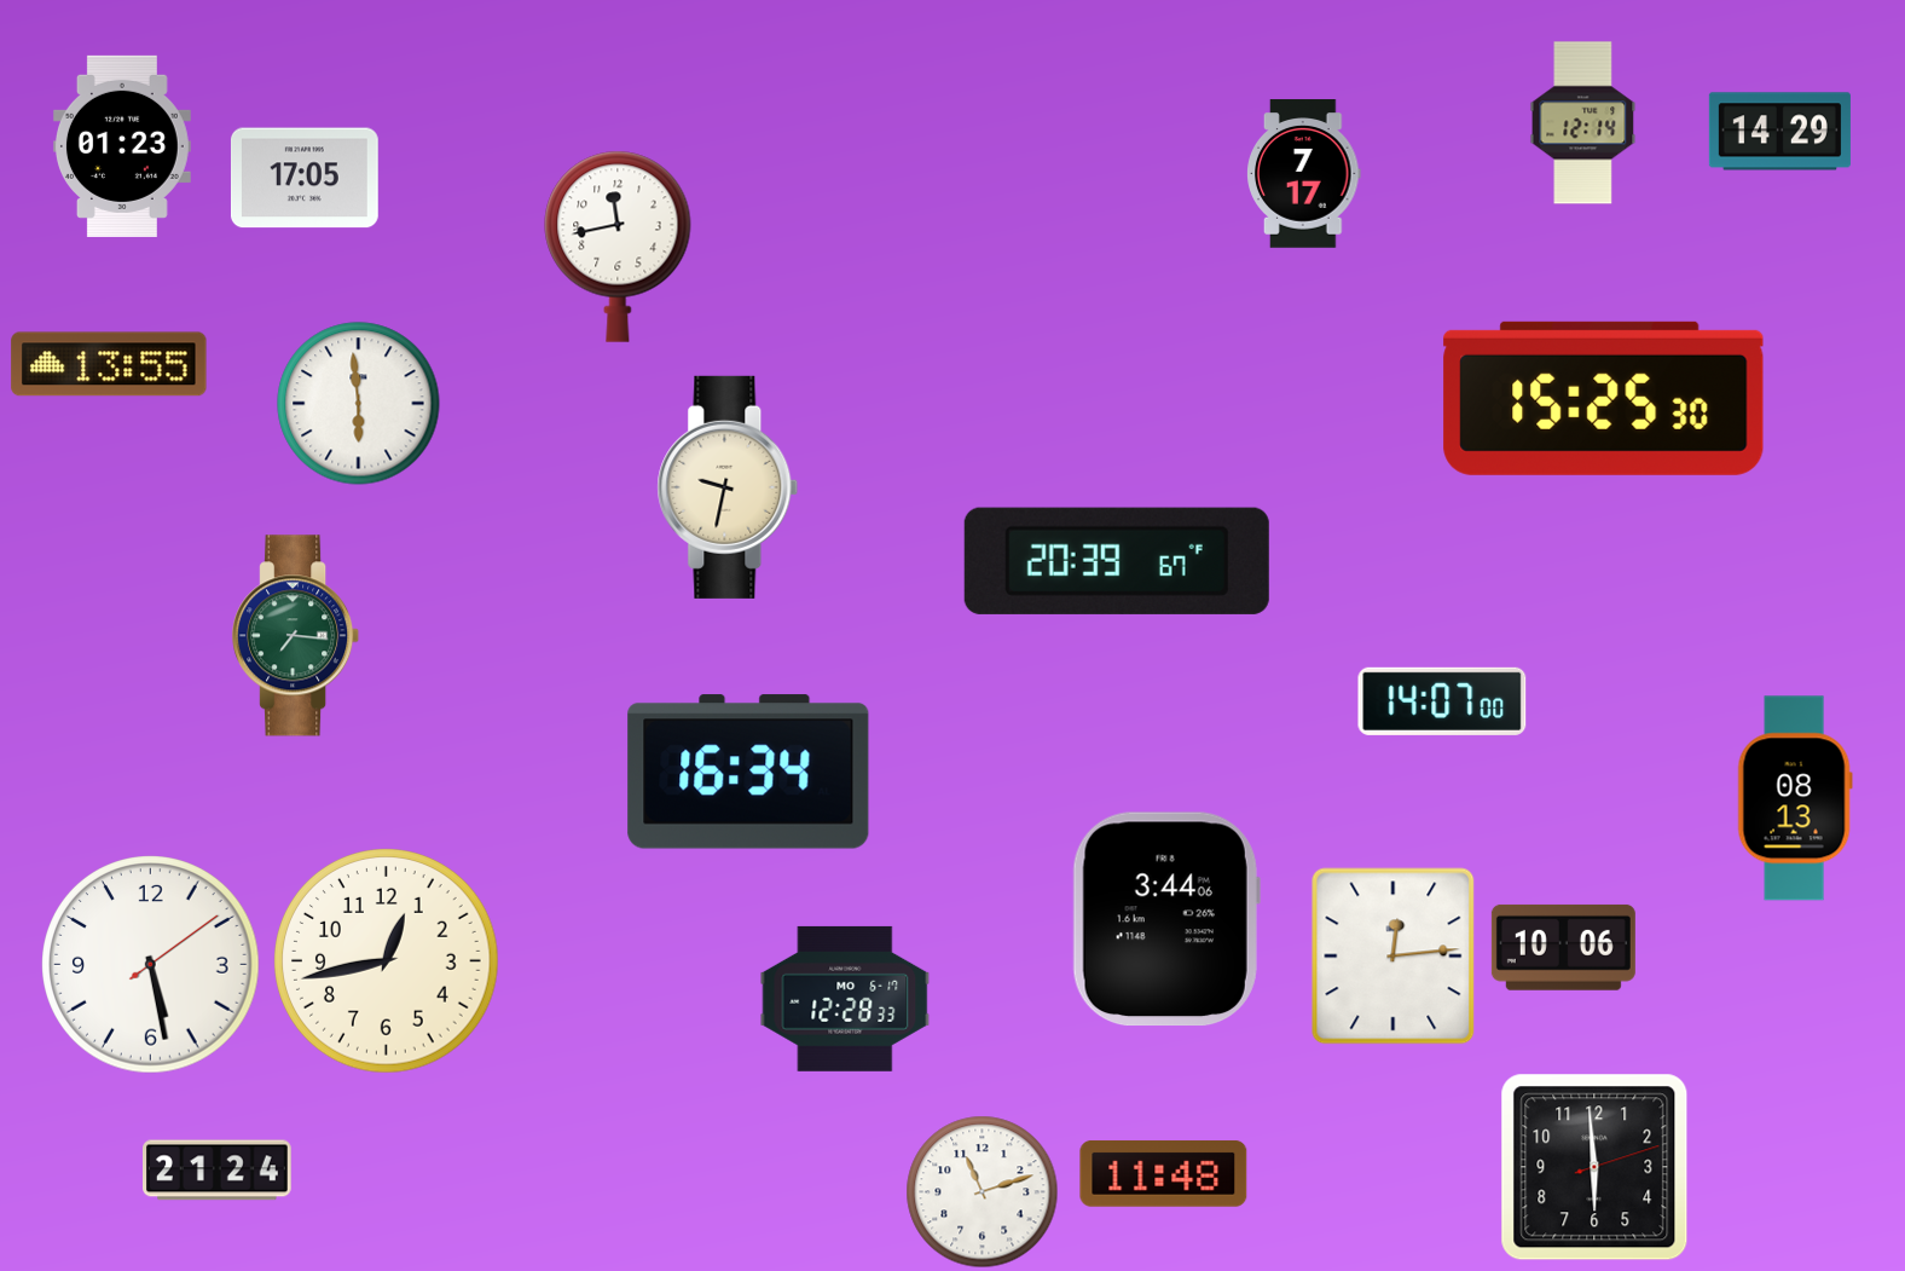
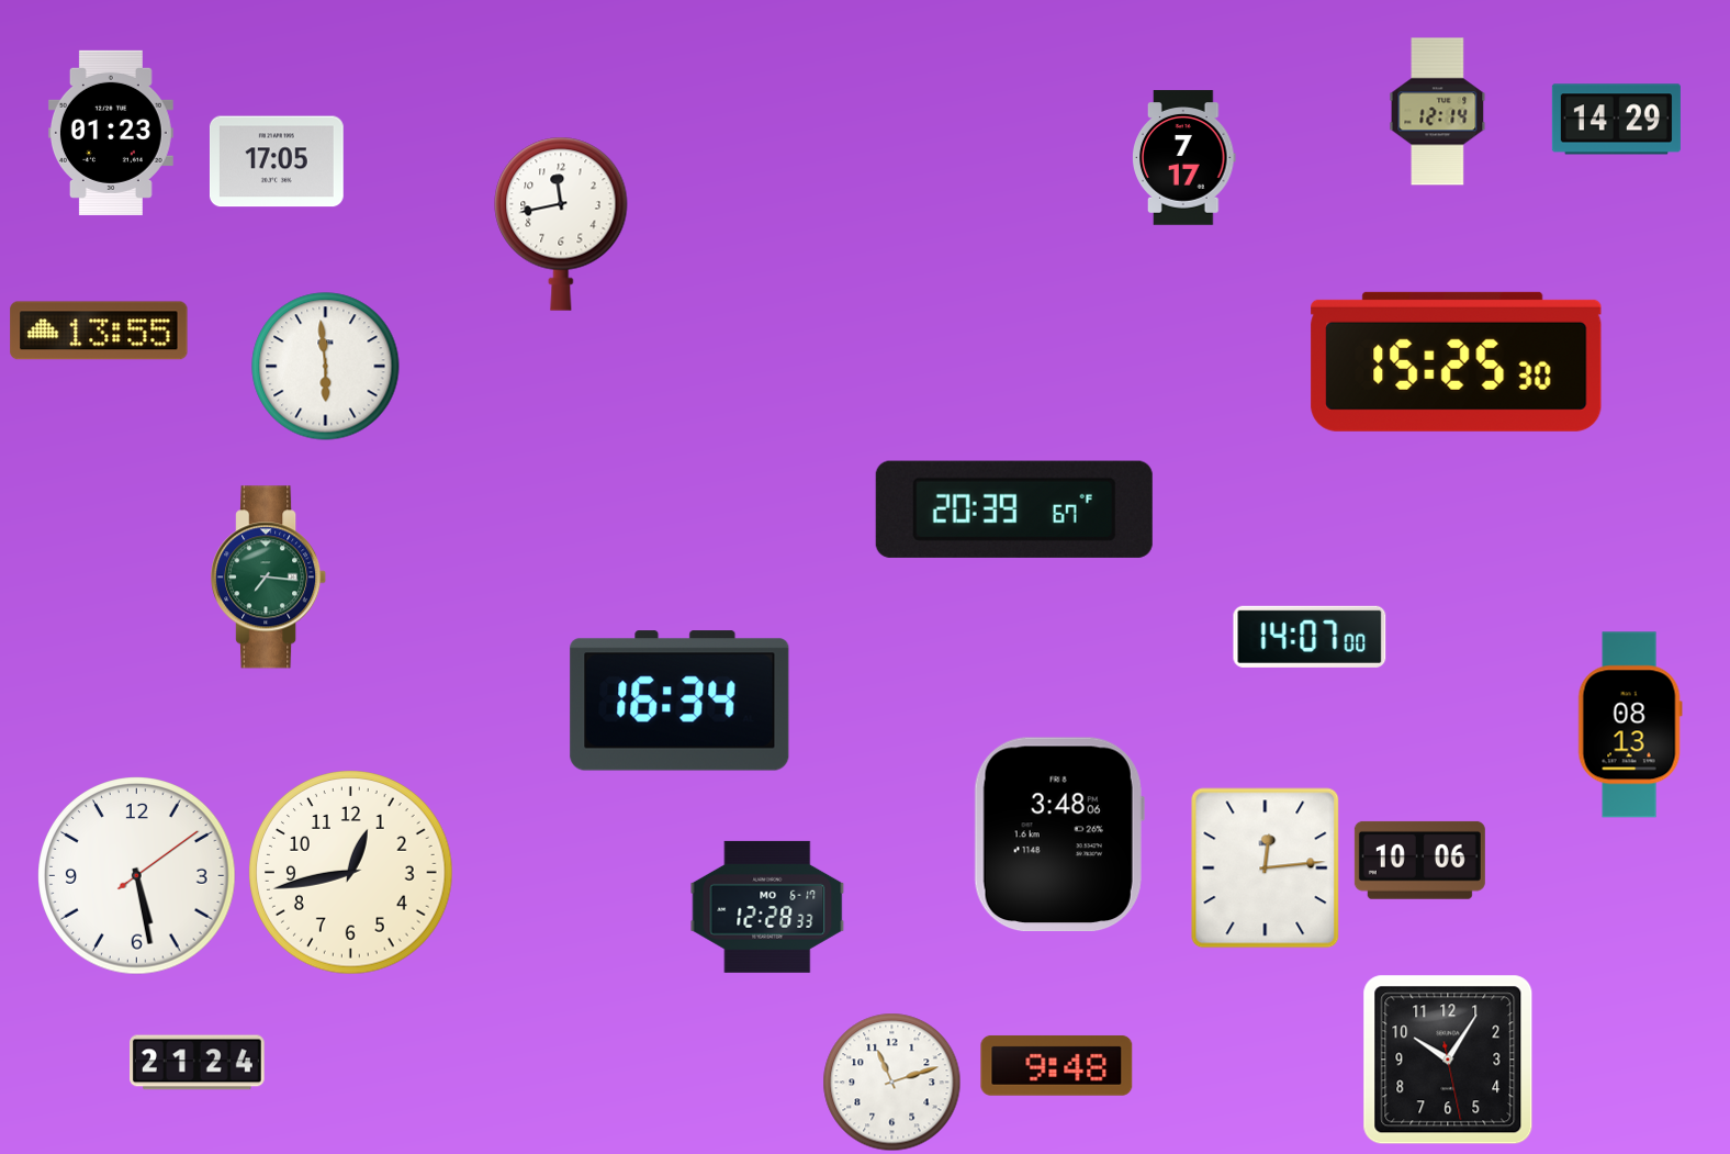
clock at (728, 487): 9:32 -> none
clock at (1166, 919): 3:44 -> 3:48
clock at (1594, 1167): 5:59 -> 10:05
clock at (1164, 1173): 11:48 -> 9:48
